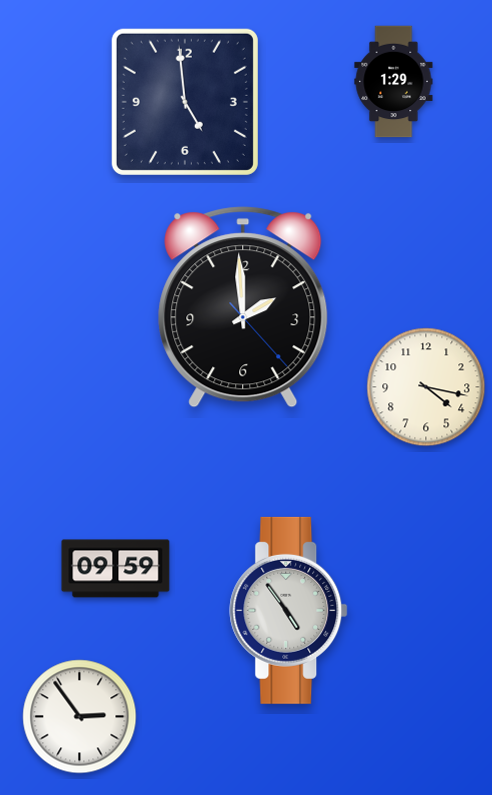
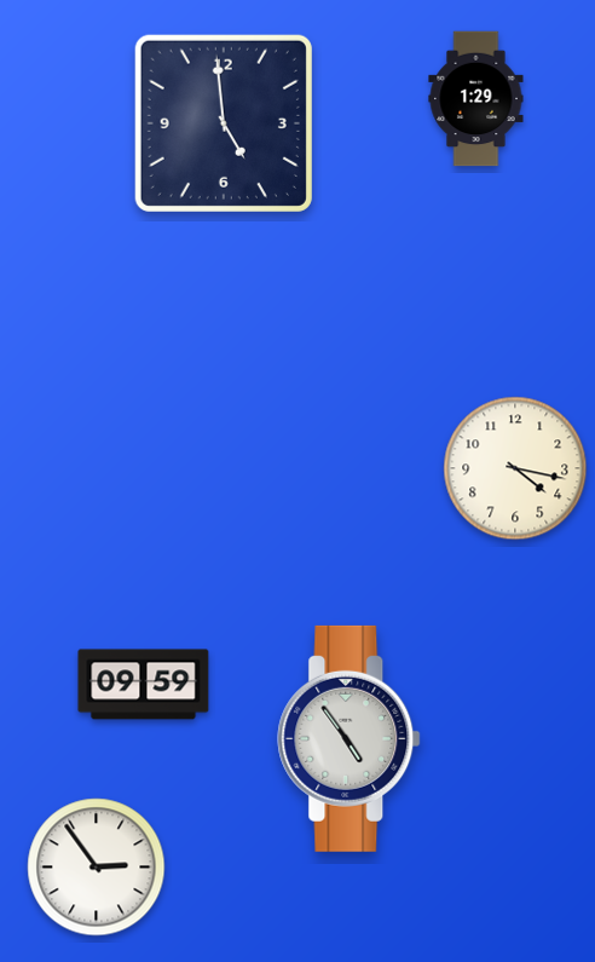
clock at (243, 307): 1:59 -> none
clock at (116, 569) position: (116, 569) -> (144, 685)
